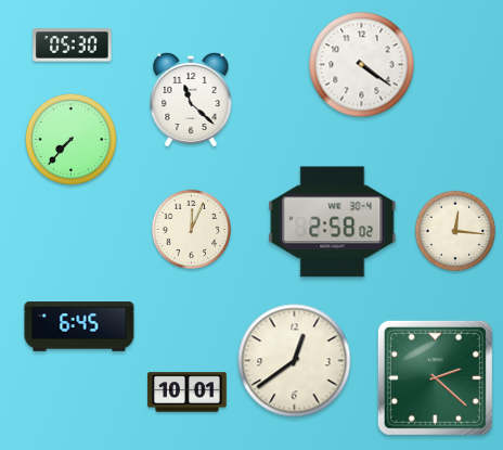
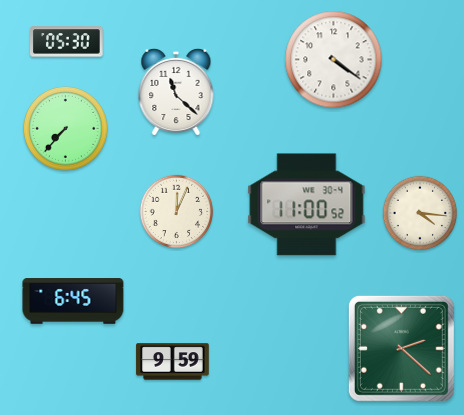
clock at (333, 222): 2:58 -> 11:00
clock at (455, 231): 12:16 -> 4:16
clock at (295, 361): 12:39 -> none
clock at (188, 393): 10:01 -> 9:59
